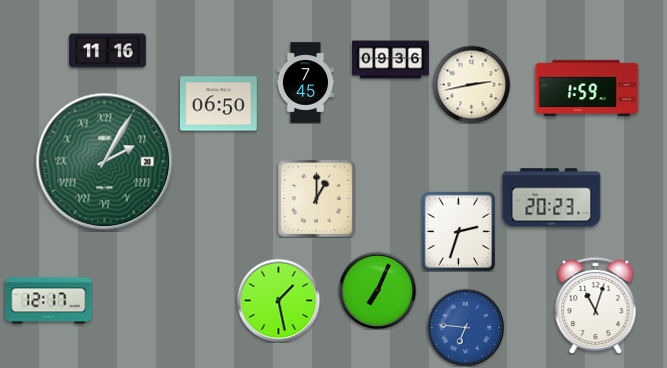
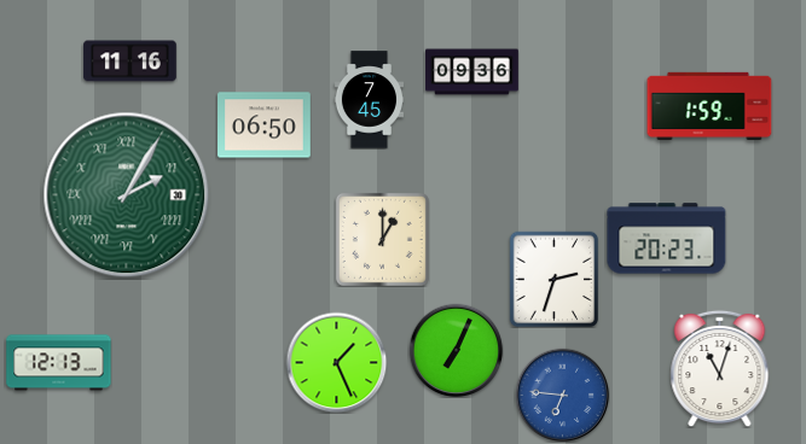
clock at (471, 84): 2:43 -> none
clock at (278, 300): 1:28 -> 1:26
clock at (49, 301): 12:17 -> 12:13
